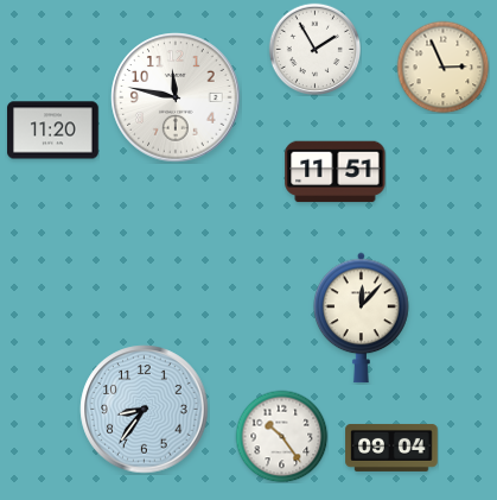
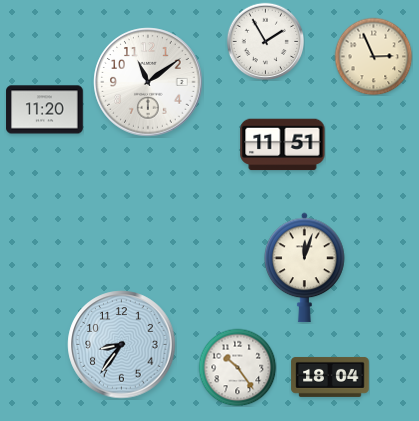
clock at (176, 97): 11:47 -> 11:09
clock at (362, 318): 12:07 -> 12:03
clock at (391, 448): 09:04 -> 18:04
